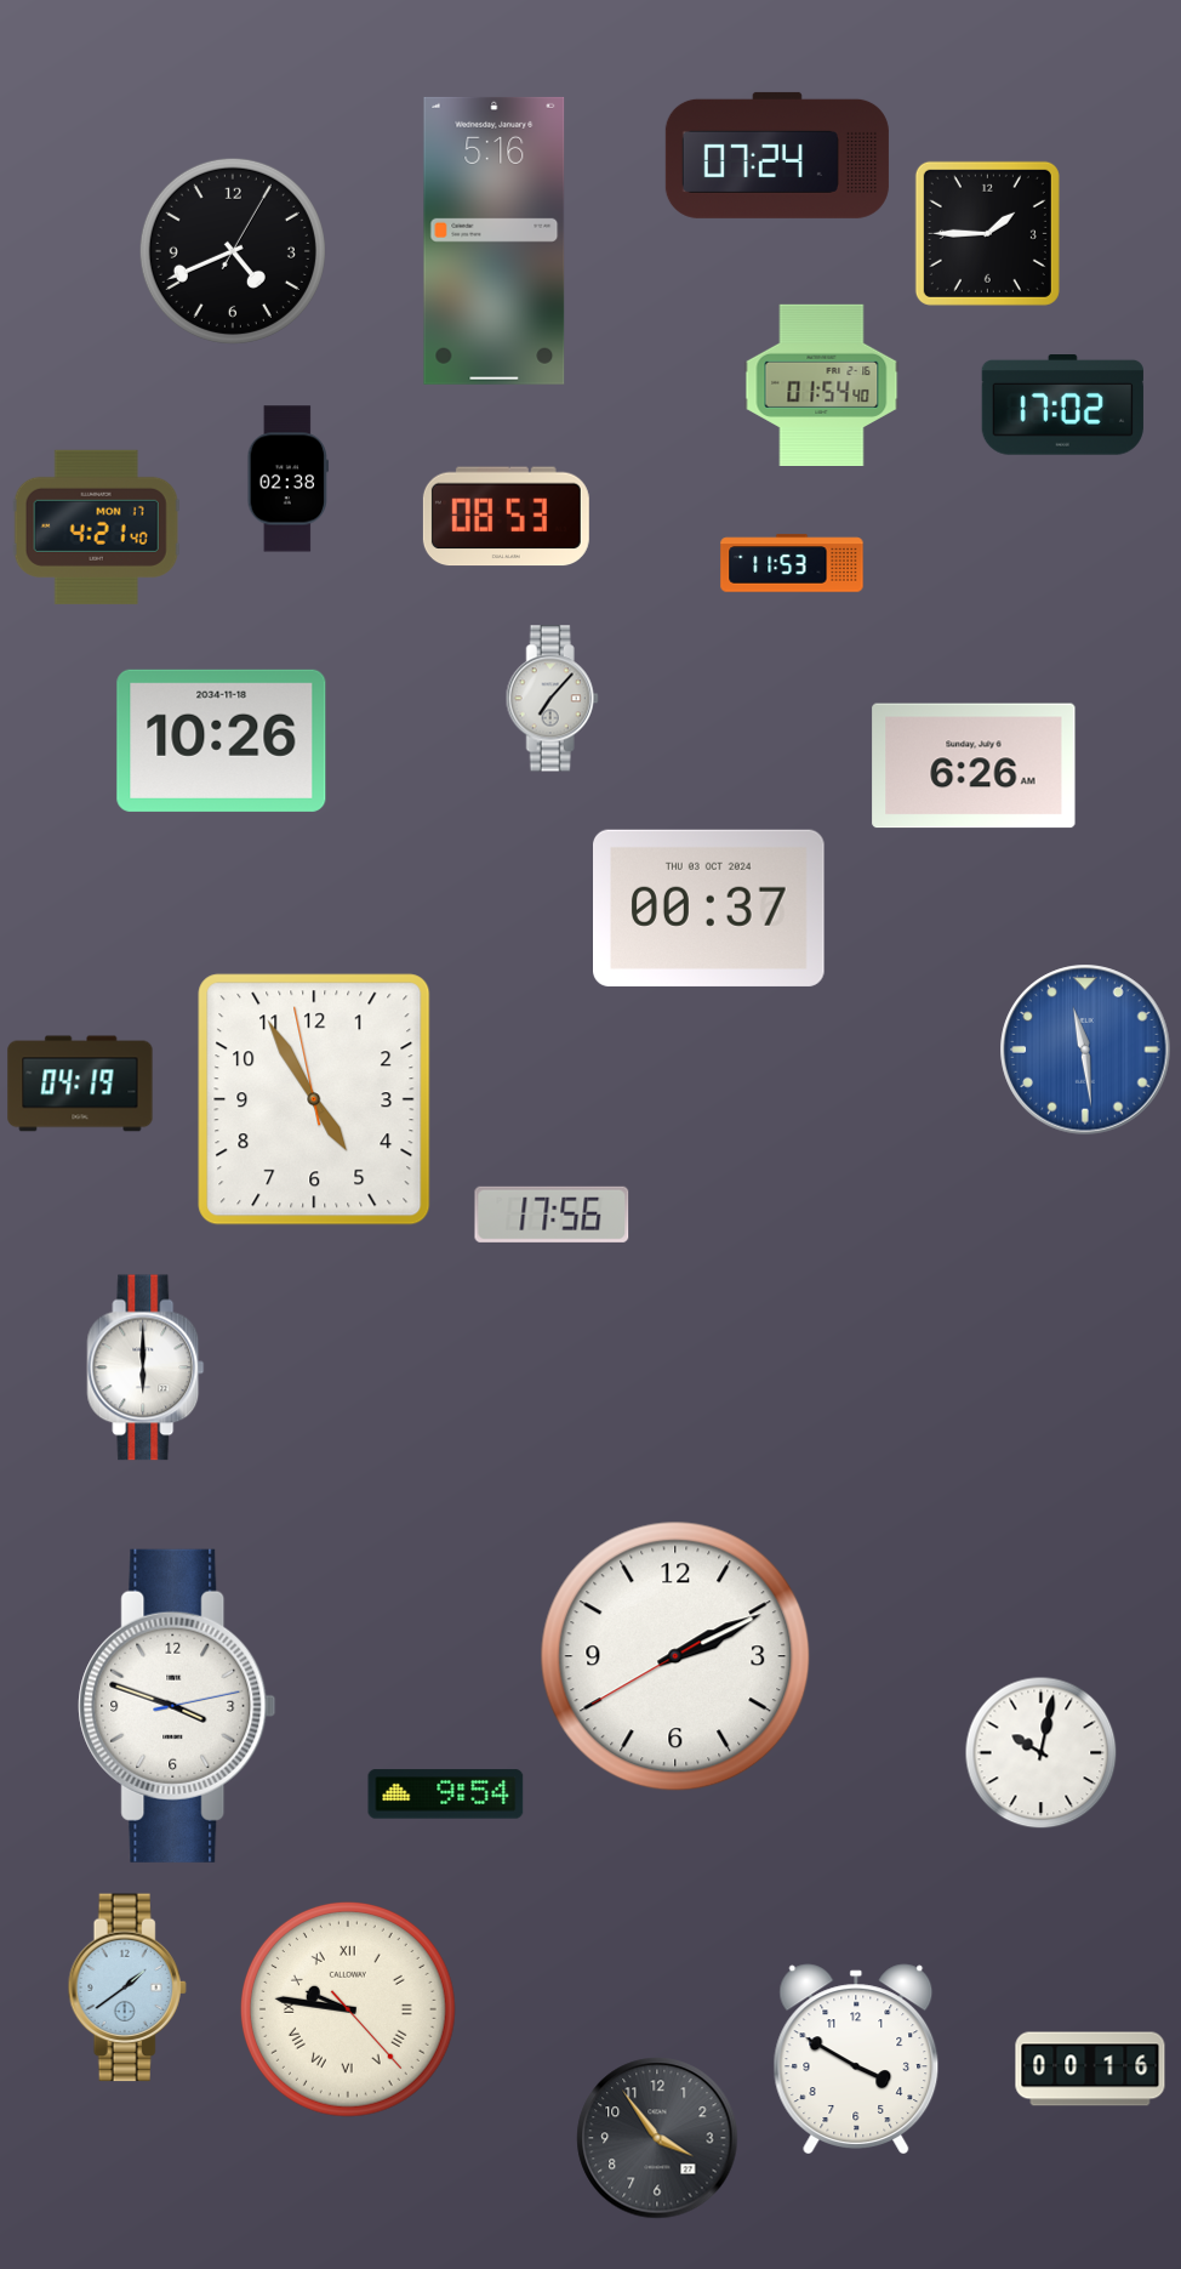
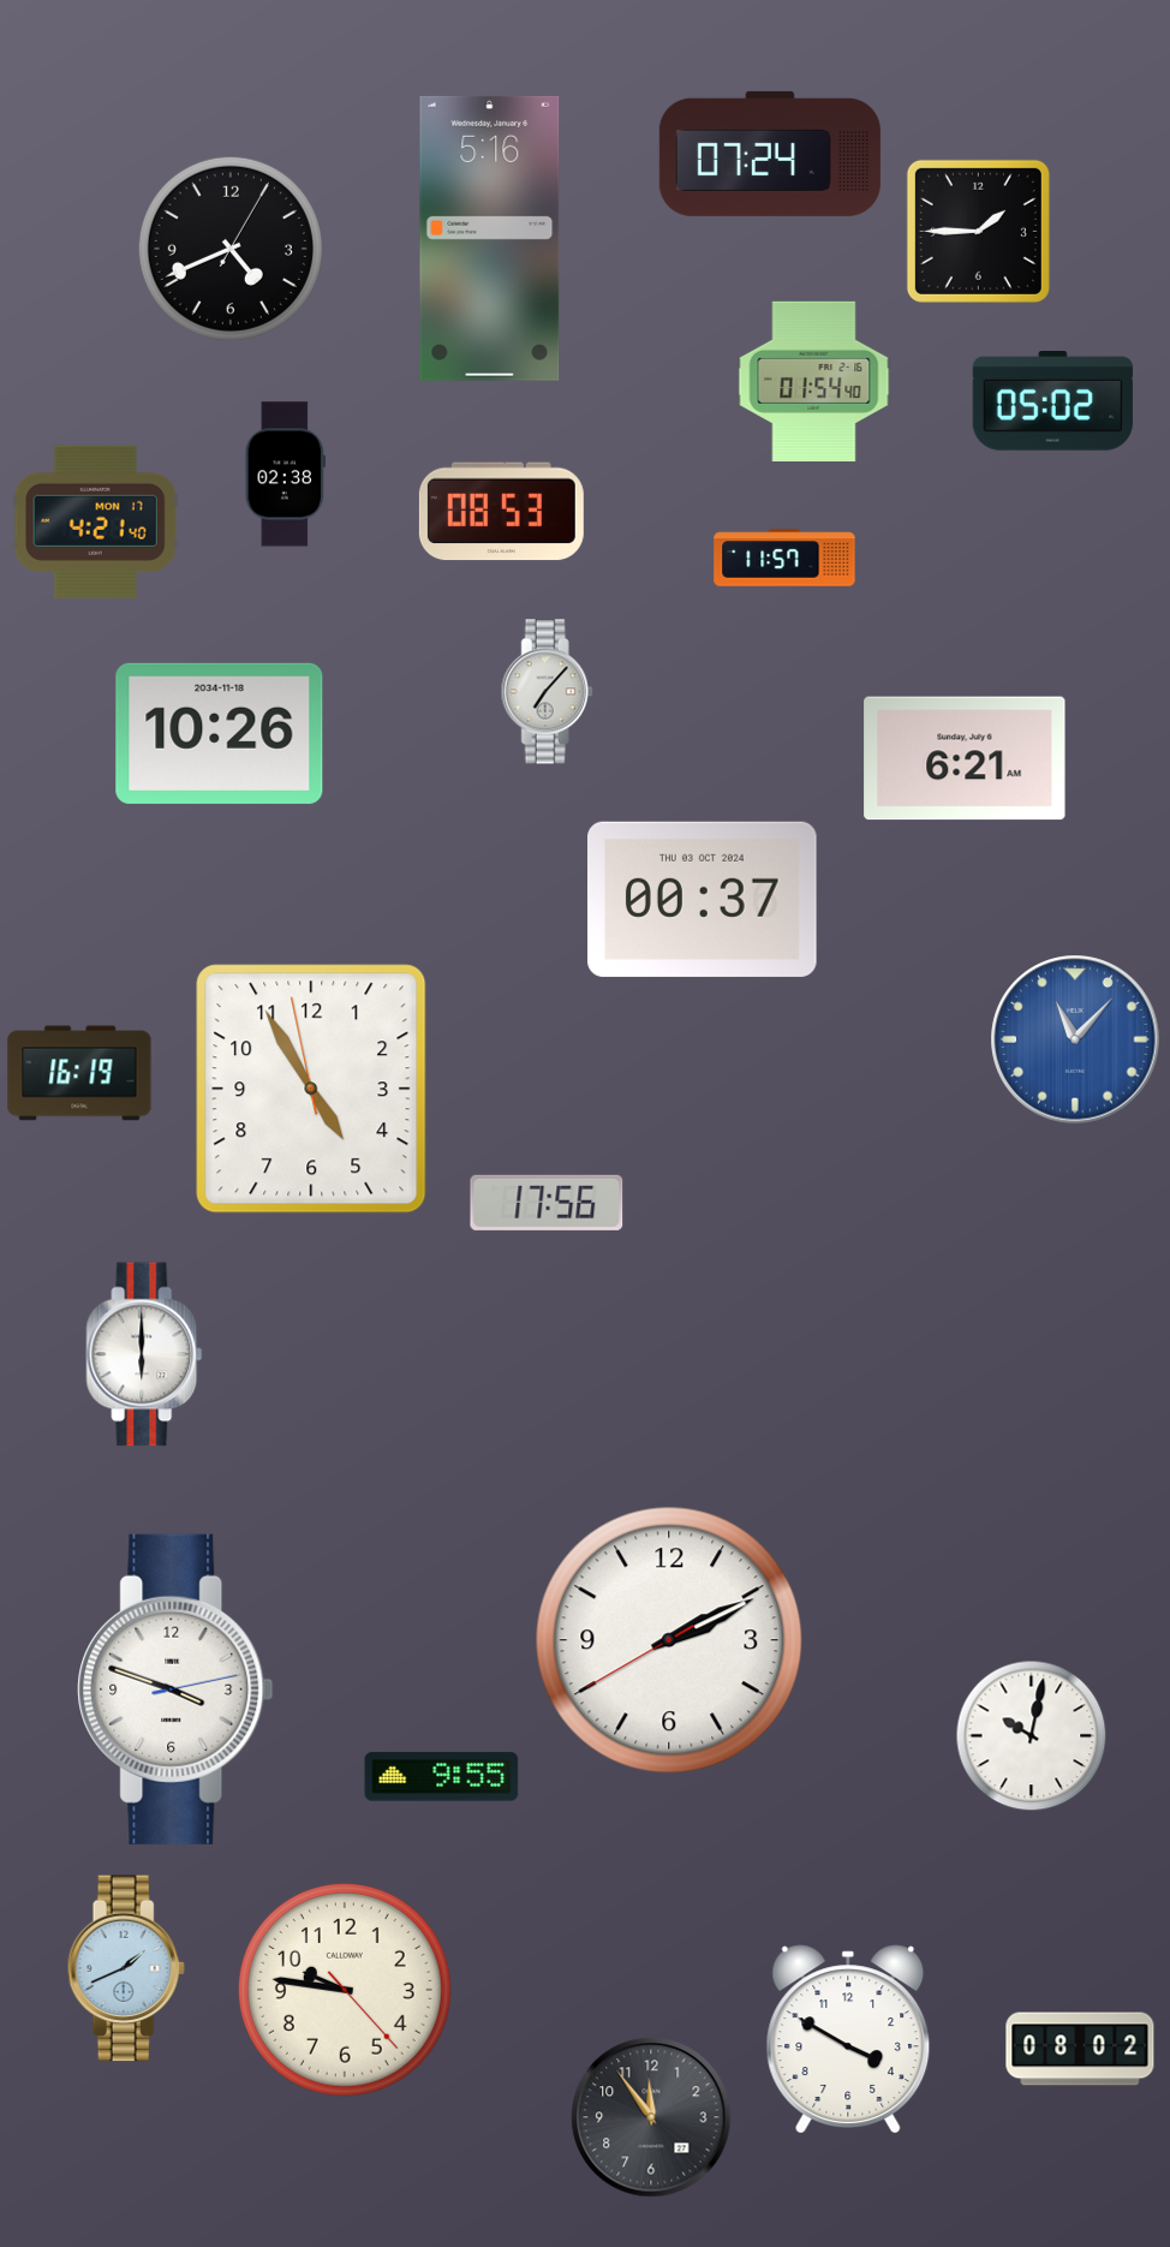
clock at (1062, 405): 17:02 -> 05:02
clock at (792, 563): 11:53 -> 11:57
clock at (974, 766): 6:26 -> 6:21
clock at (1085, 1050): 11:29 -> 11:07
clock at (80, 1084): 04:19 -> 16:19
clock at (446, 1795): 9:54 -> 9:55
clock at (127, 1987): 1:39 -> 1:41
clock at (348, 2009) numerals: Roman -> Arabic
clock at (1090, 2069): 00:16 -> 08:02
clock at (657, 2138): 3:54 -> 11:54
